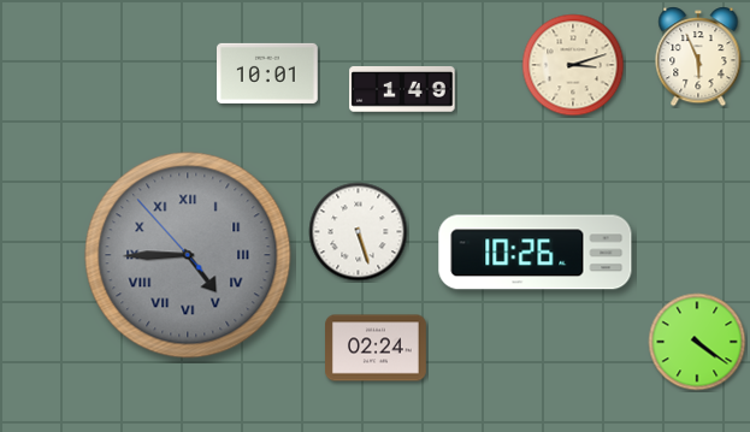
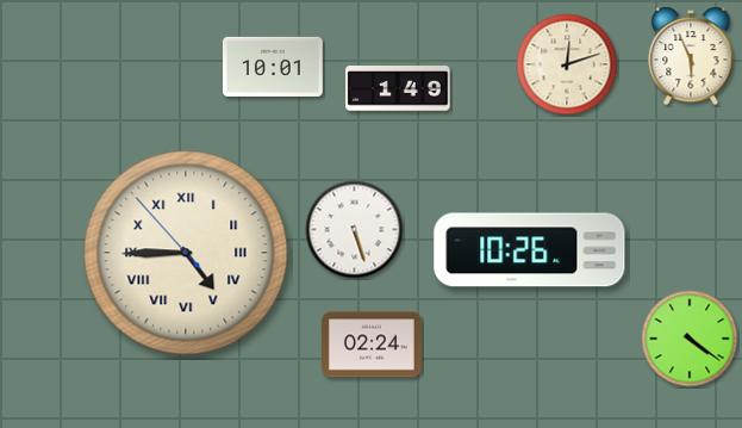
clock at (573, 65): 3:12 -> 12:12
clock at (268, 73) position: (268, 73) -> (274, 67)
clock at (188, 255) dial: grey -> cream
